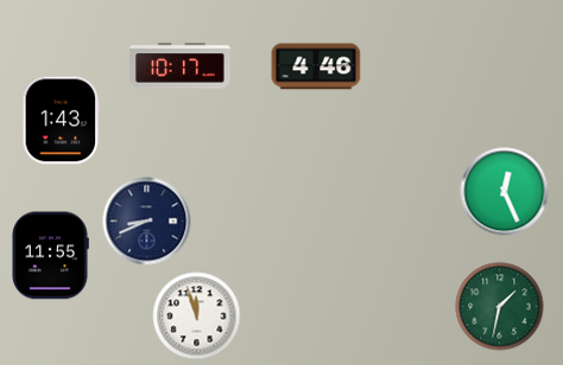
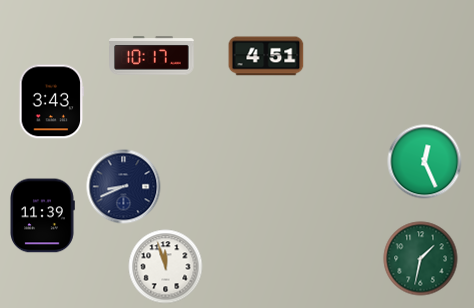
clock at (316, 66): 4:46 -> 4:51
clock at (62, 121): 1:43 -> 3:43
clock at (50, 256): 11:55 -> 11:39
